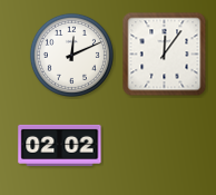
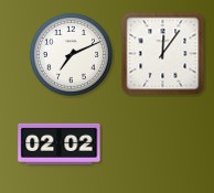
clock at (71, 55): 12:11 -> 7:11
